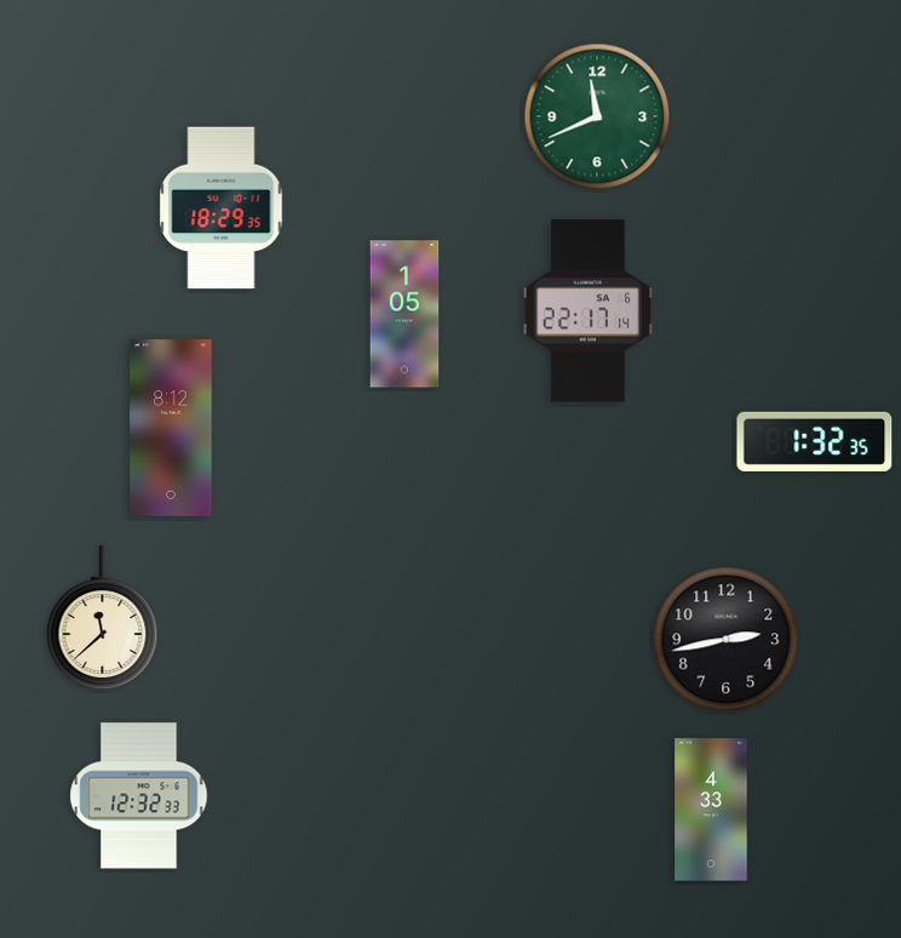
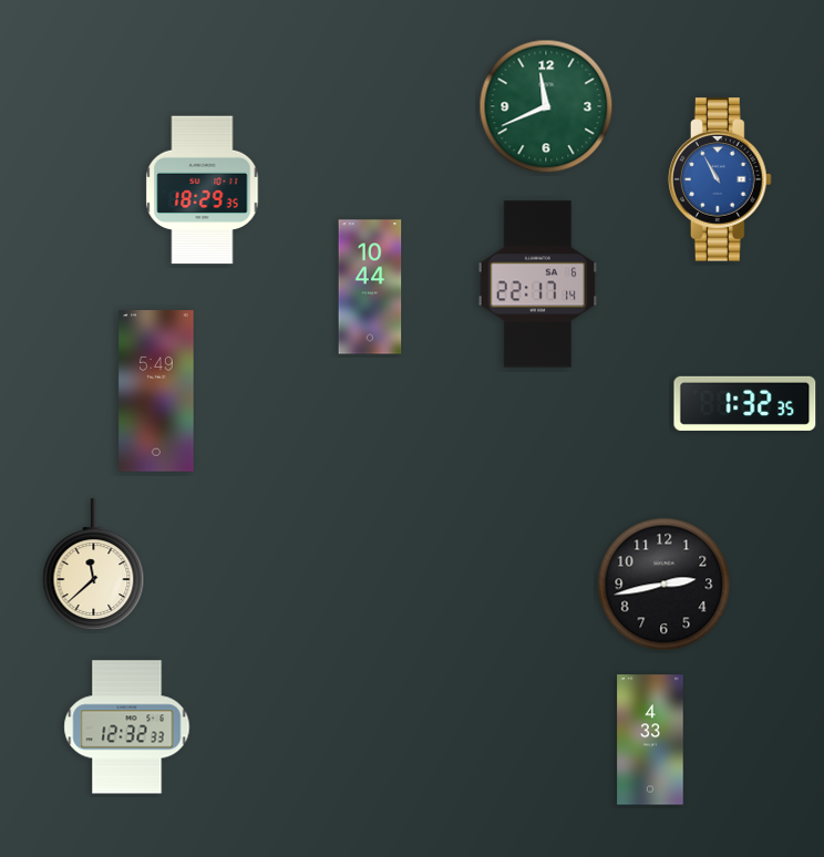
clock at (720, 179): none -> 10:55
clock at (404, 314): 1:05 -> 10:44
clock at (171, 428): 8:12 -> 5:49
